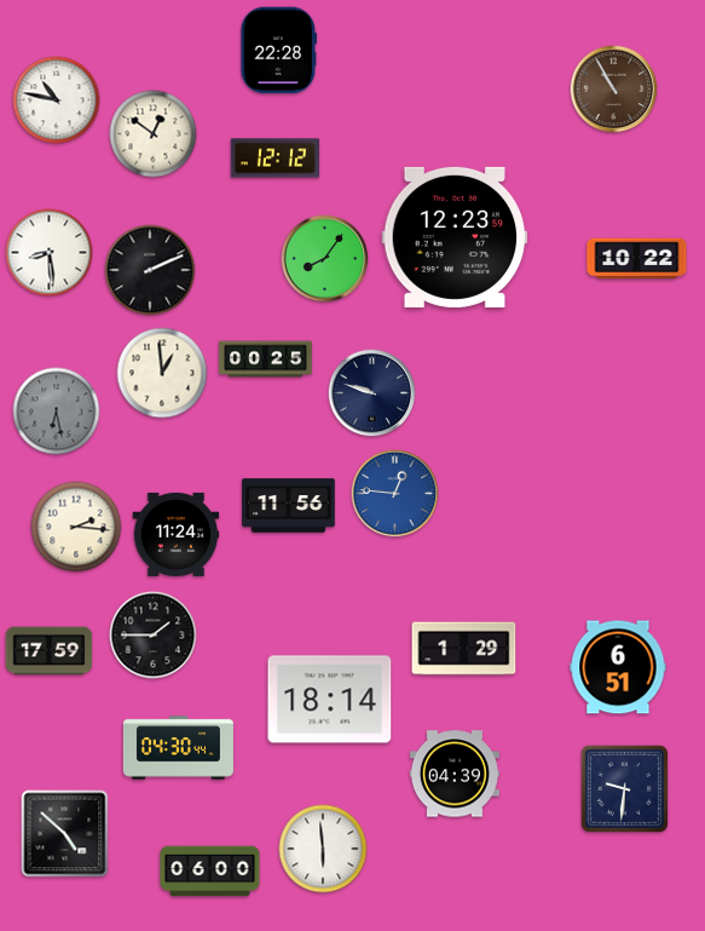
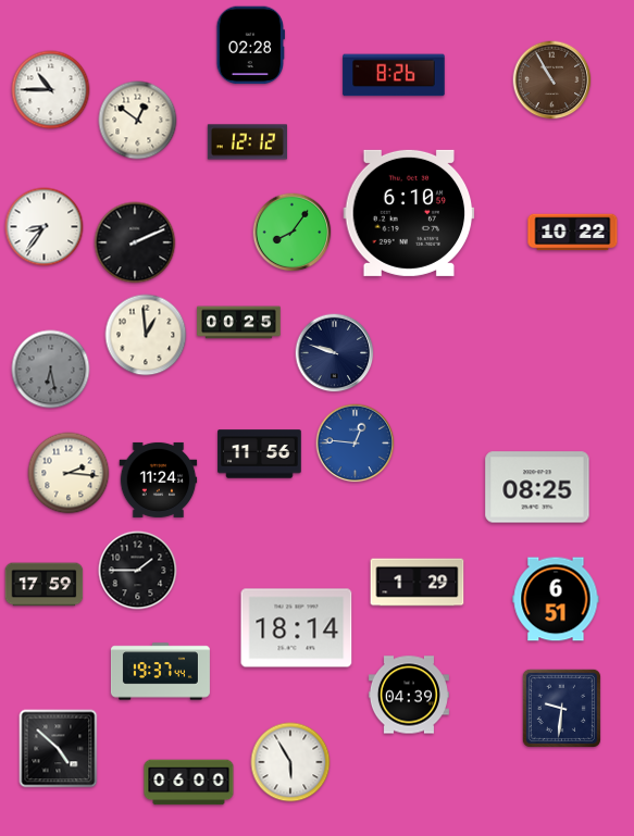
clock at (279, 51): 22:28 -> 02:28
clock at (394, 75): none -> 8:26
clock at (57, 100): 10:47 -> 10:45
clock at (455, 237): 12:23 -> 6:10
clock at (50, 253): 8:29 -> 8:36
clock at (537, 487): none -> 08:25
clock at (178, 748): 04:30 -> 19:37
clock at (323, 849): 5:59 -> 5:55
